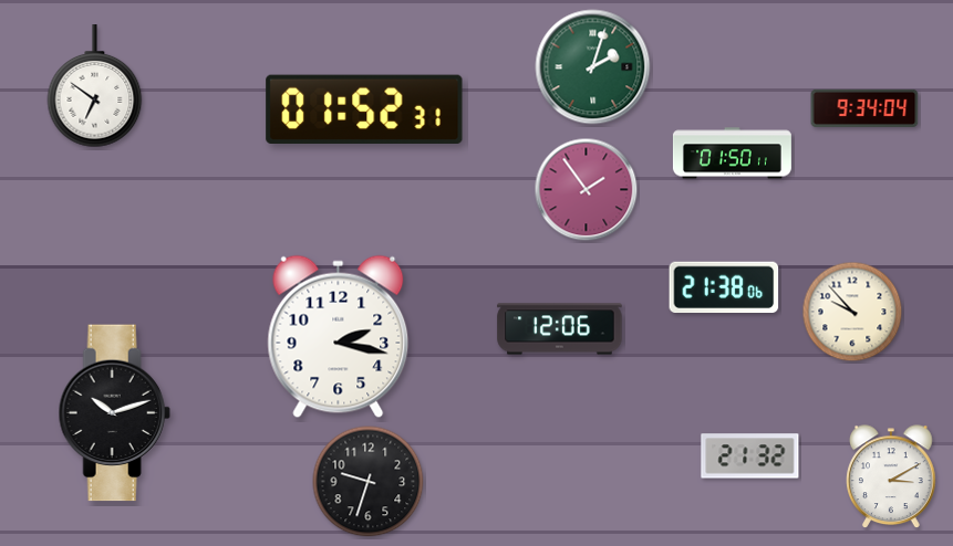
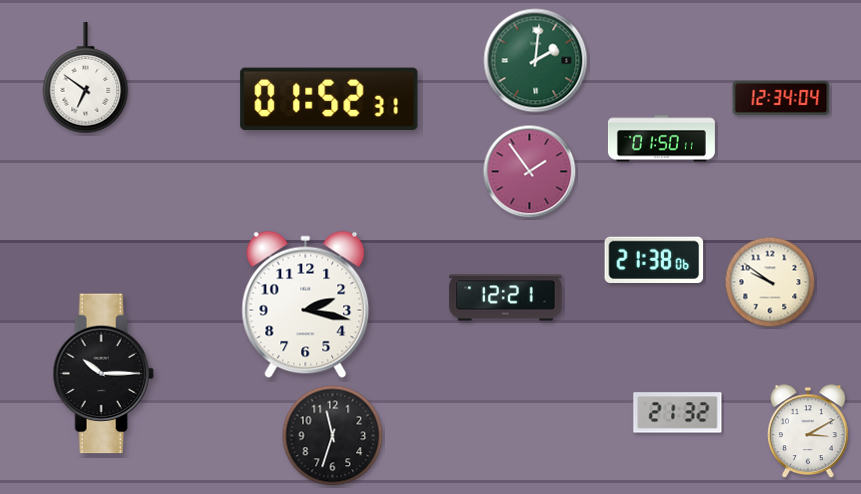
clock at (593, 67): 2:03 -> 2:01
clock at (864, 108): 9:34 -> 12:34
clock at (852, 312): 9:53 -> 9:51
clock at (560, 329): 12:06 -> 12:21
clock at (114, 413): 10:12 -> 10:15
clock at (892, 477) position: (892, 477) -> (809, 432)
clock at (369, 482): 9:33 -> 11:33
